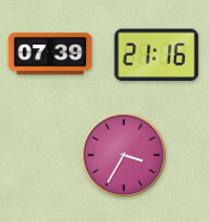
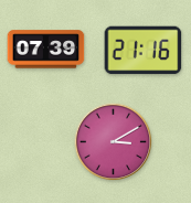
clock at (124, 156): 3:35 -> 3:10
